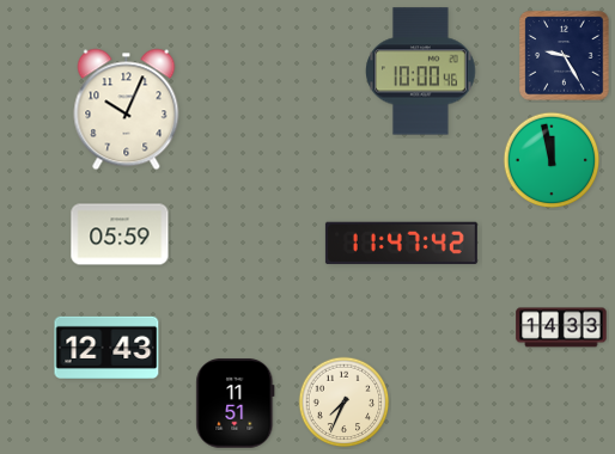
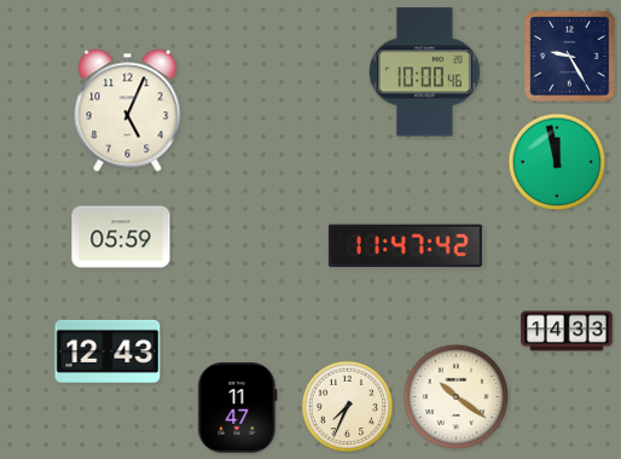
clock at (127, 110): 10:04 -> 5:04
clock at (457, 397): none -> 10:21
clock at (236, 404): 11:51 -> 11:47
